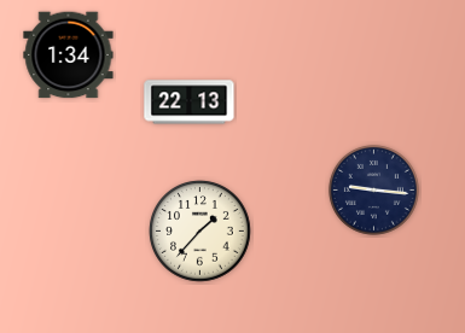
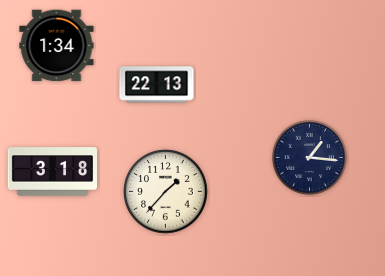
clock at (373, 189): 9:16 -> 1:16
clock at (52, 172): none -> 3:18
